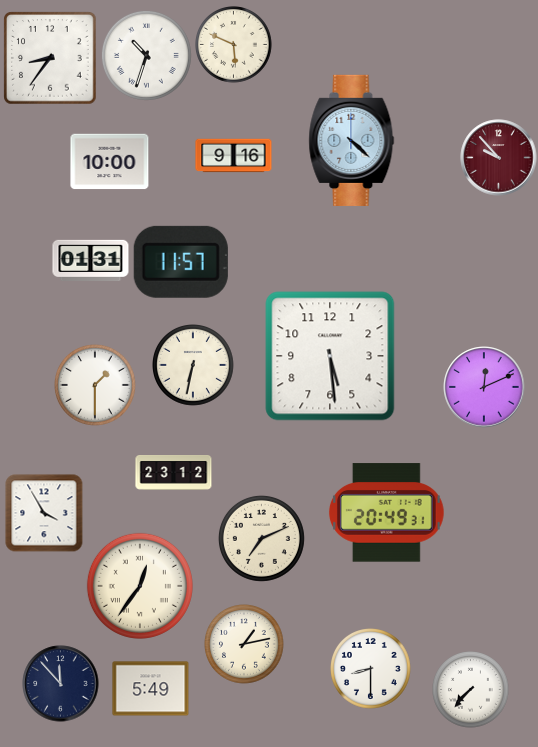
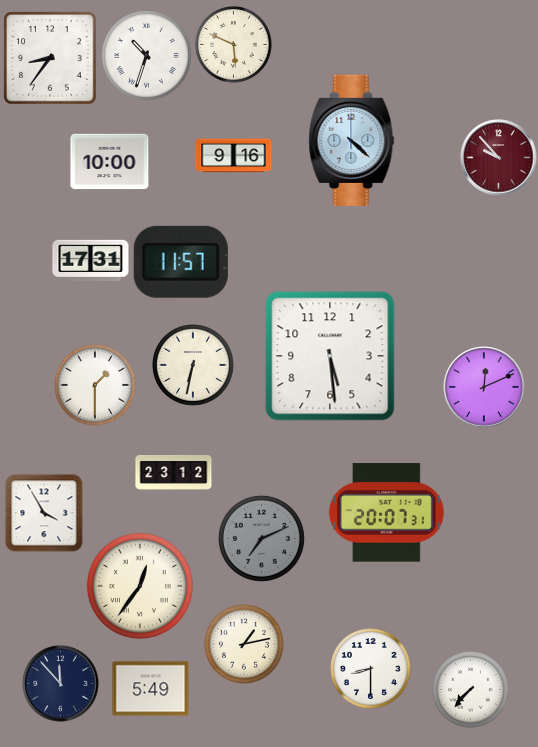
clock at (91, 260): 01:31 -> 17:31
clock at (386, 513): 20:49 -> 20:07
clock at (261, 538) dial: cream -> grey
